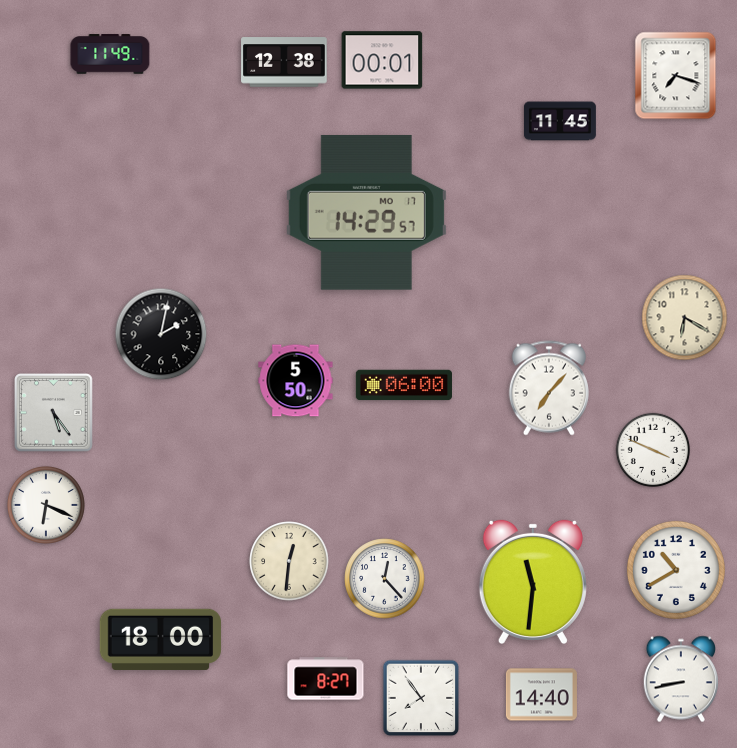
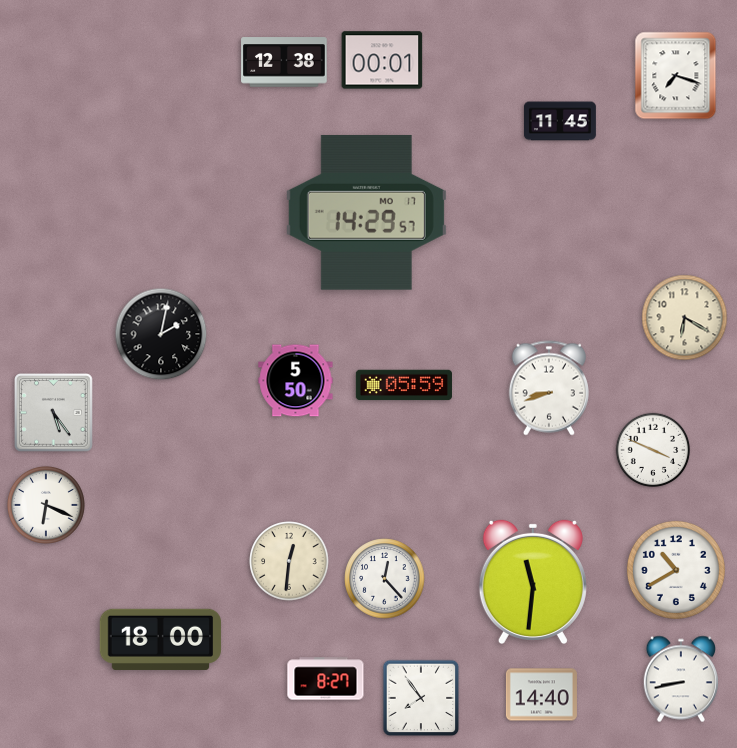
clock at (110, 54): 11:49 -> none
clock at (403, 385): 06:00 -> 05:59
clock at (549, 388): 7:07 -> 8:42
